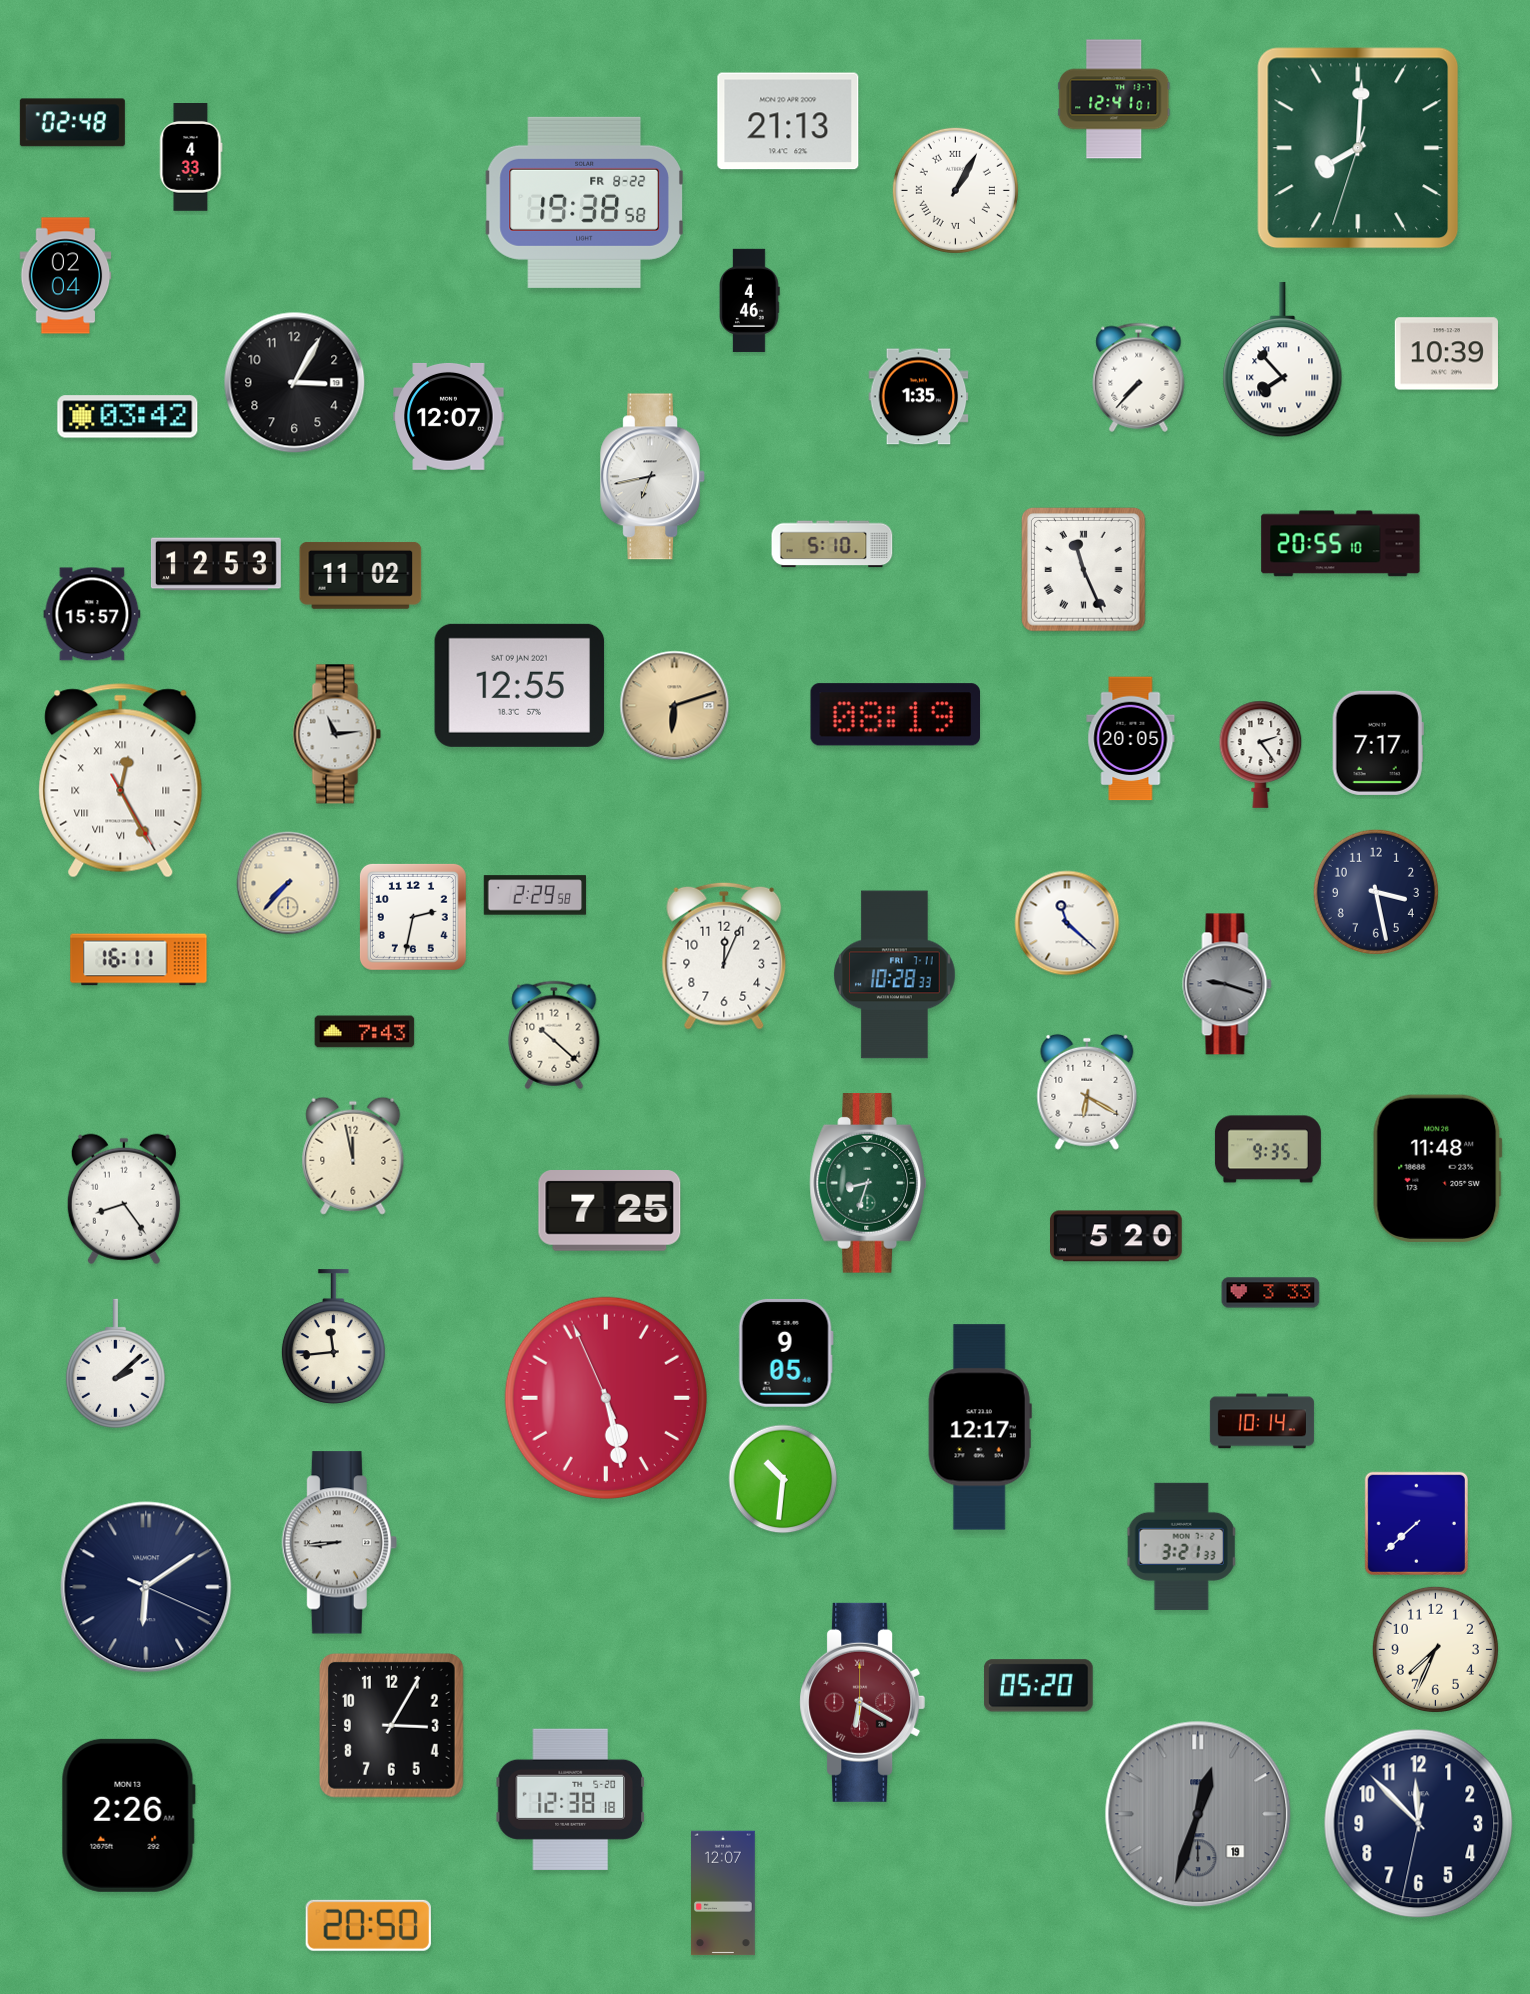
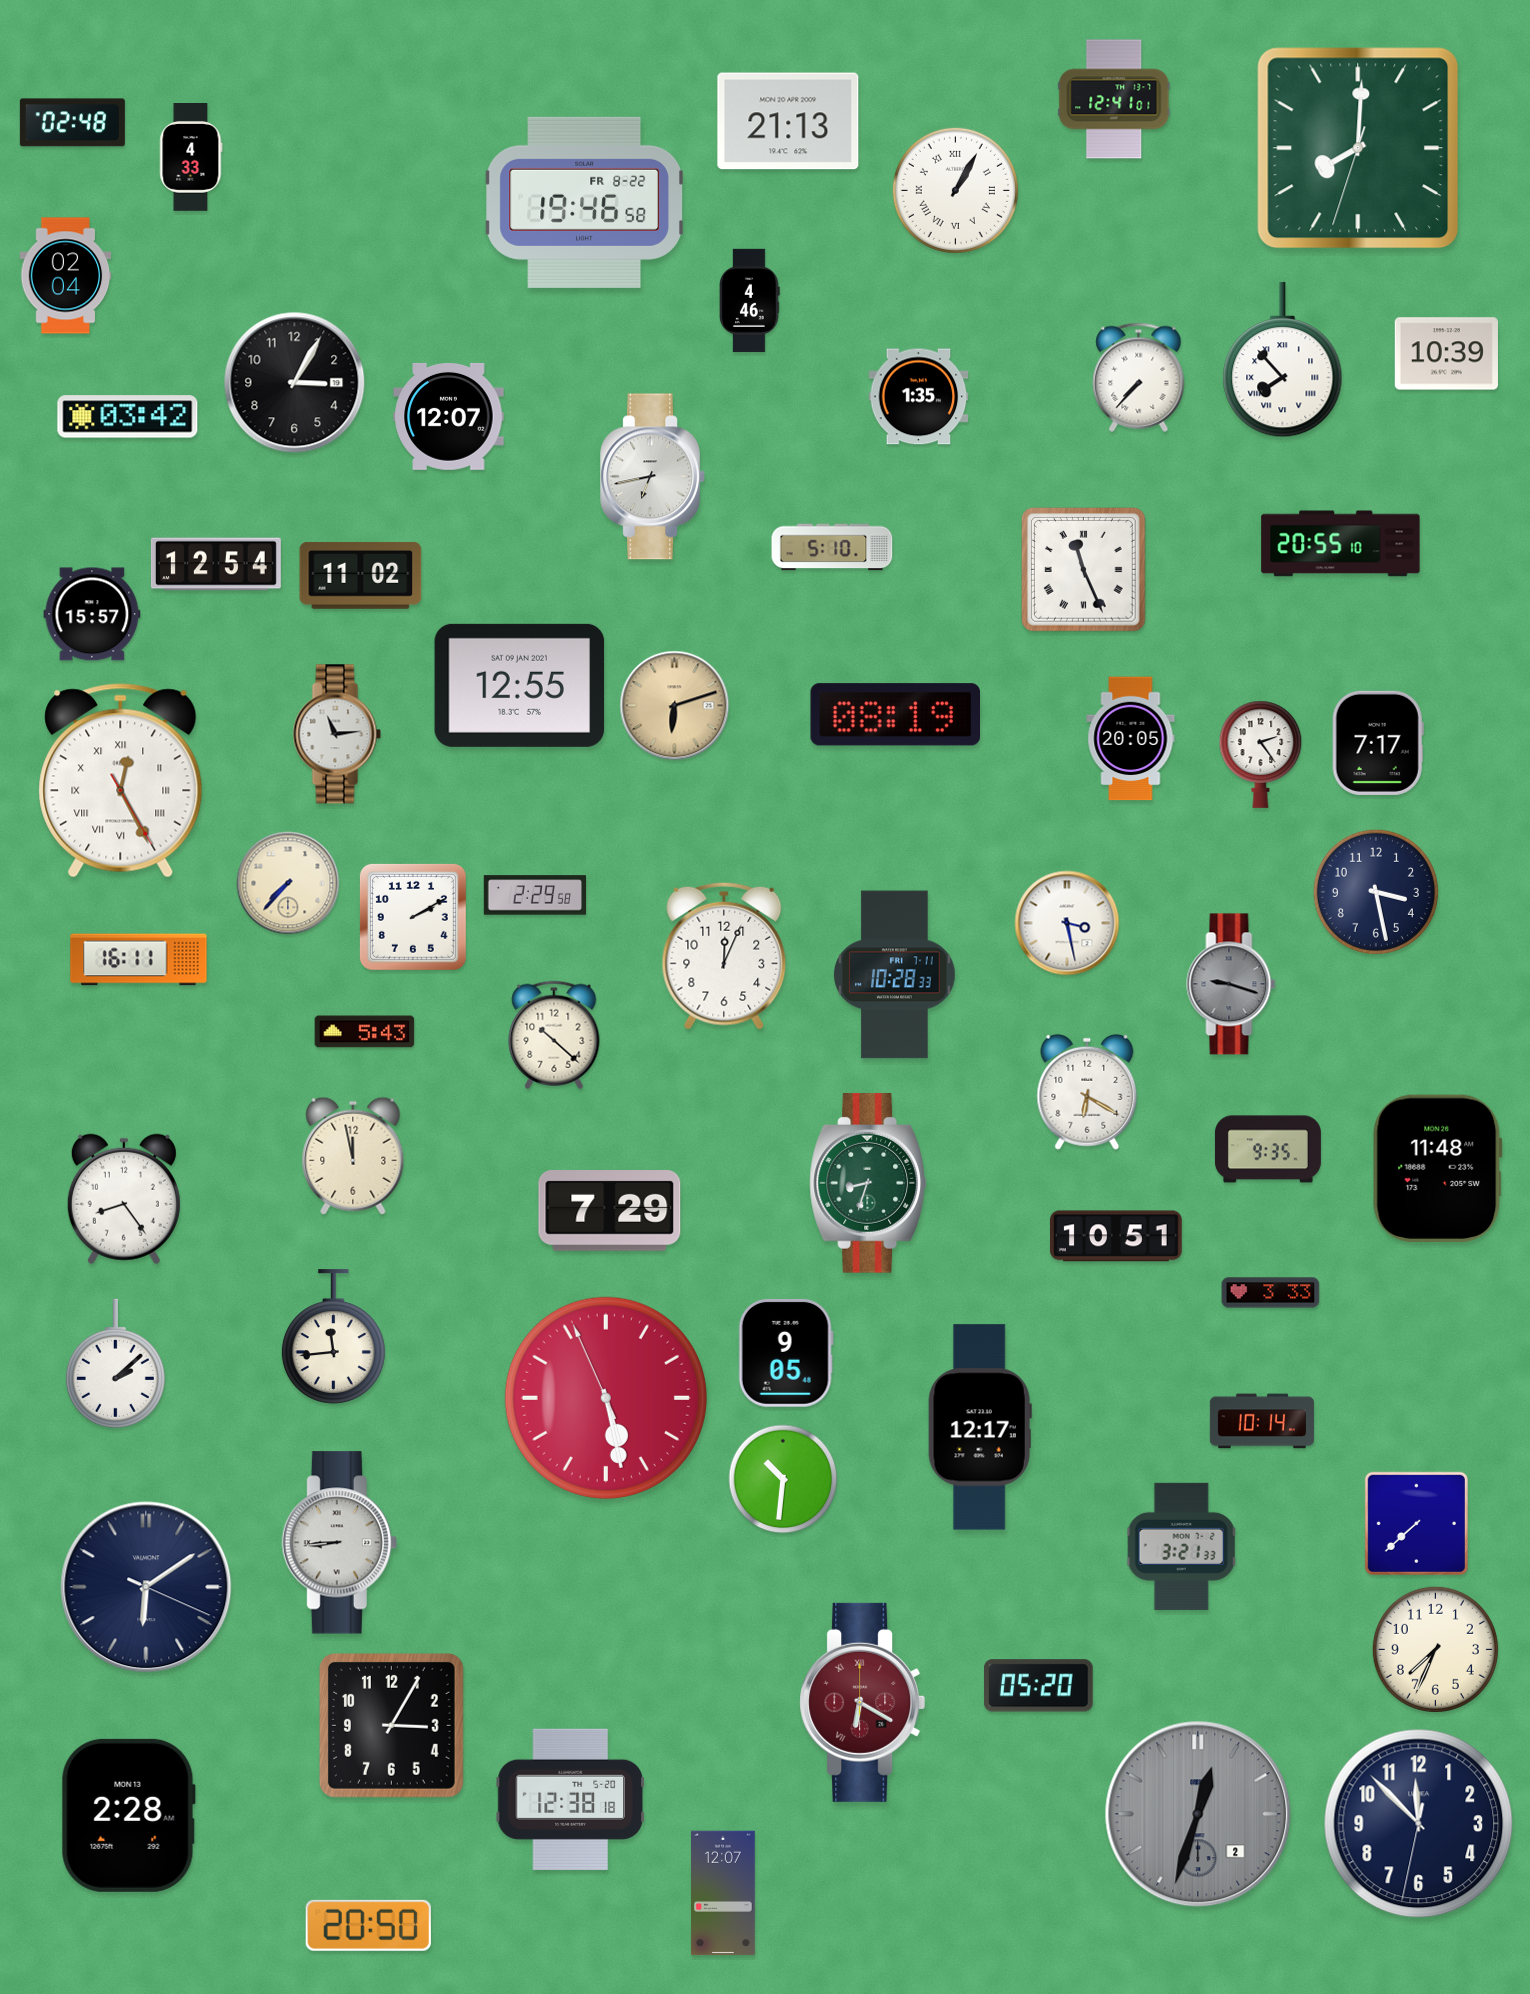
clock at (584, 202): 19:38 -> 19:46
clock at (832, 544) position: (832, 544) -> (832, 547)
clock at (216, 564): 12:53 -> 12:54
clock at (413, 917): 2:32 -> 2:10
clock at (1067, 923): 11:22 -> 3:28
clock at (1227, 984) position: (1227, 984) -> (1231, 984)
clock at (365, 1032): 7:43 -> 5:43
clock at (610, 1211): 7:25 -> 7:29
clock at (1117, 1236): 5:20 -> 10:51
clock at (1198, 1814) date: 19 -> 2
clock at (128, 1815): 2:26 -> 2:28
